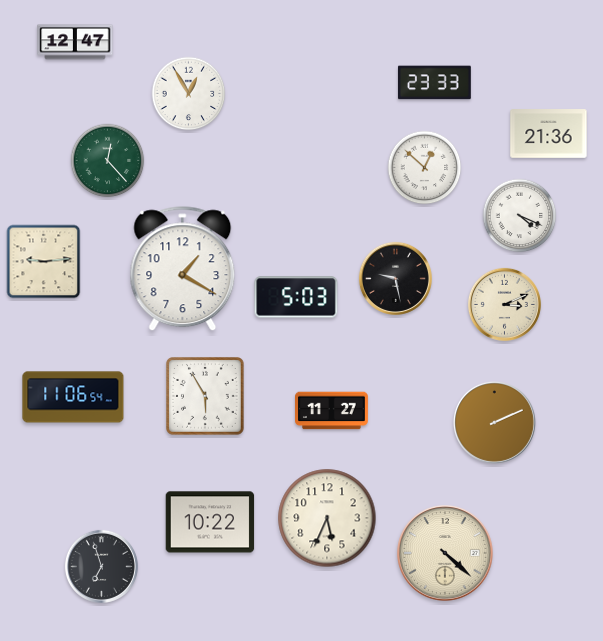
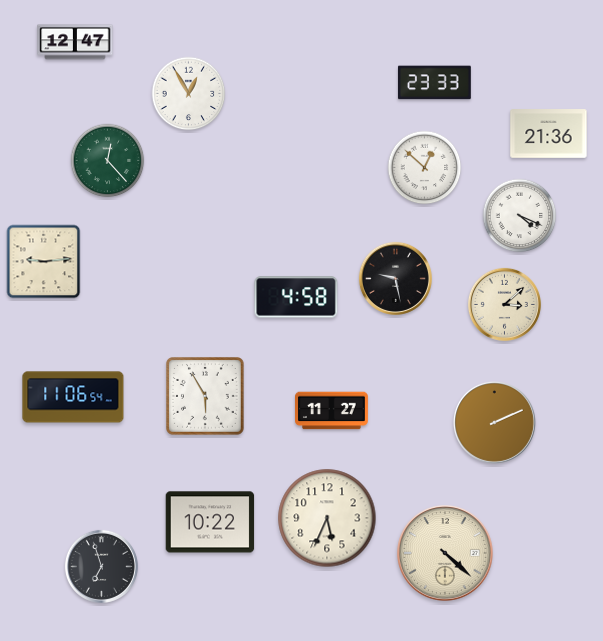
clock at (183, 269): 1:20 -> none
clock at (296, 297): 5:03 -> 4:58
clock at (504, 304): 3:11 -> 3:08
